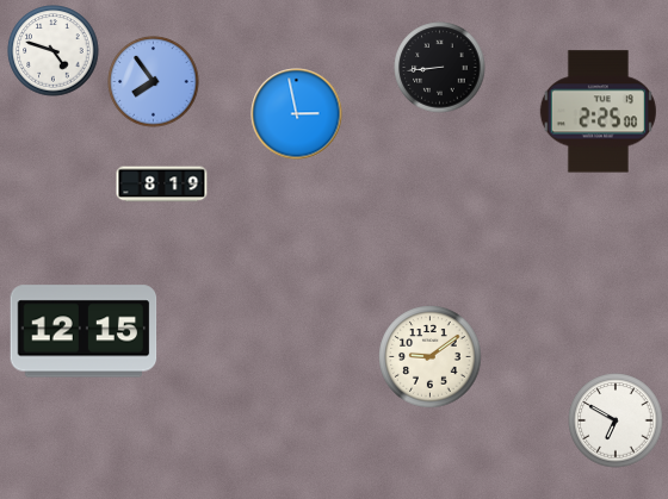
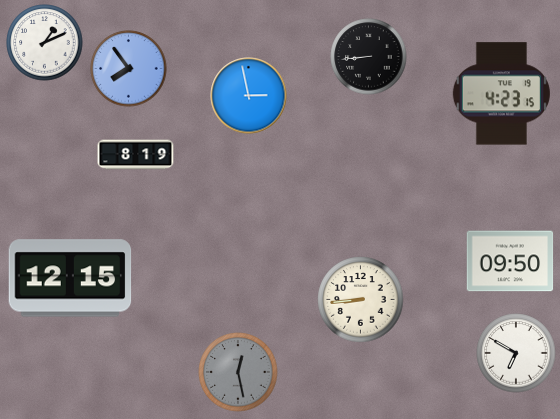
clock at (54, 51): 4:48 -> 1:11
clock at (598, 112): 2:25 -> 4:23
clock at (510, 261): none -> 09:50
clock at (431, 357): 9:09 -> 8:44
clock at (238, 372): none -> 12:28
